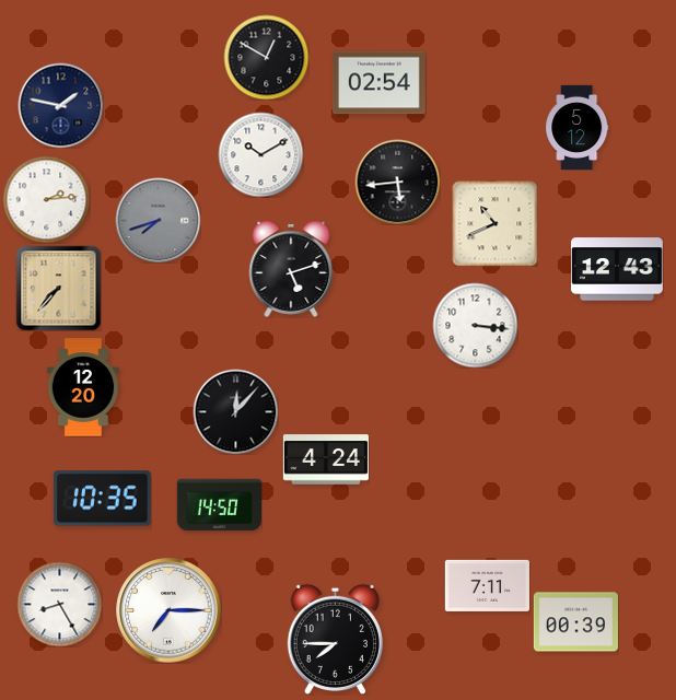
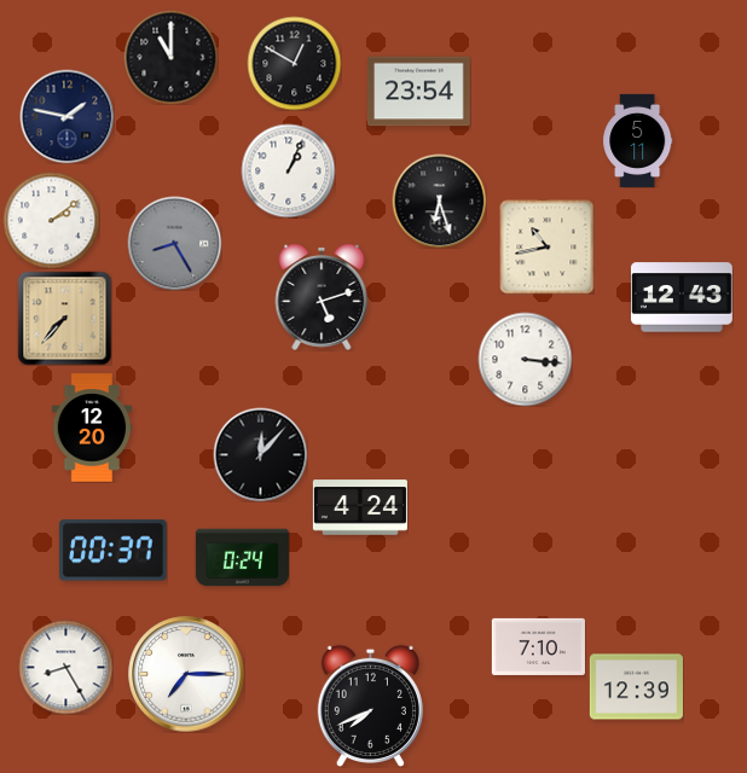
clock at (170, 57): none -> 11:00
clock at (380, 83): 02:54 -> 23:54
clock at (578, 127): 5:12 -> 5:11
clock at (260, 154): 10:10 -> 1:04
clock at (397, 182): 5:44 -> 6:27
clock at (46, 199): 2:14 -> 2:09
clock at (158, 220): 7:42 -> 8:25
clock at (494, 223): 10:41 -> 10:43
clock at (103, 499): 10:35 -> 00:37
clock at (219, 505): 14:50 -> 0:24
clock at (487, 585): 7:11 -> 7:10
clock at (575, 622): 00:39 -> 12:39
clock at (335, 639): 7:45 -> 7:41
